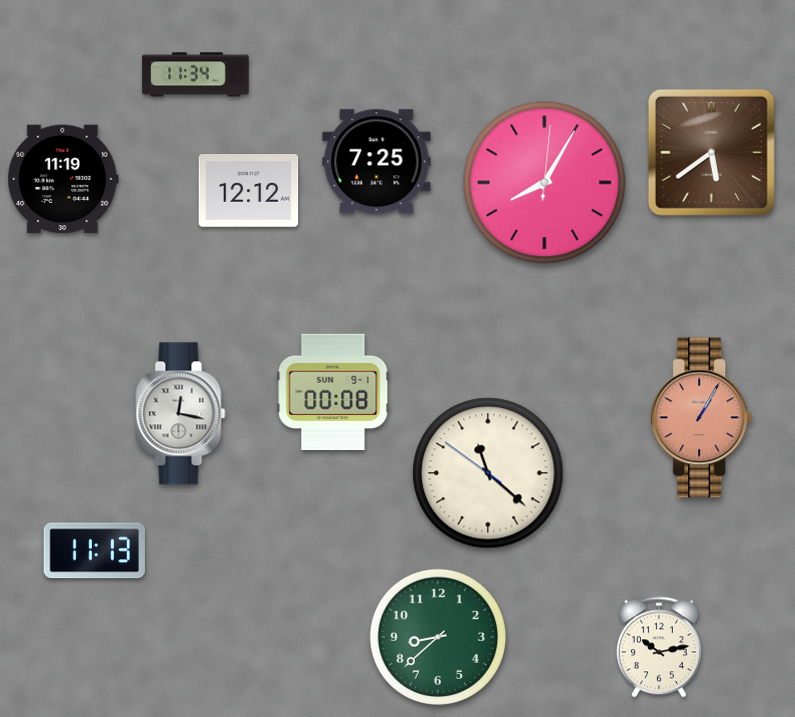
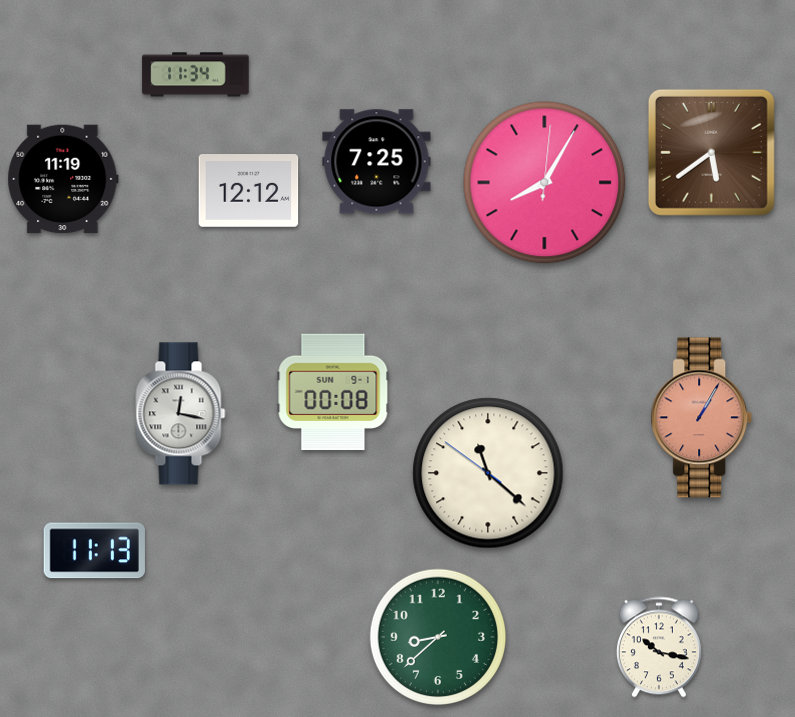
clock at (659, 647): 10:13 -> 10:17
